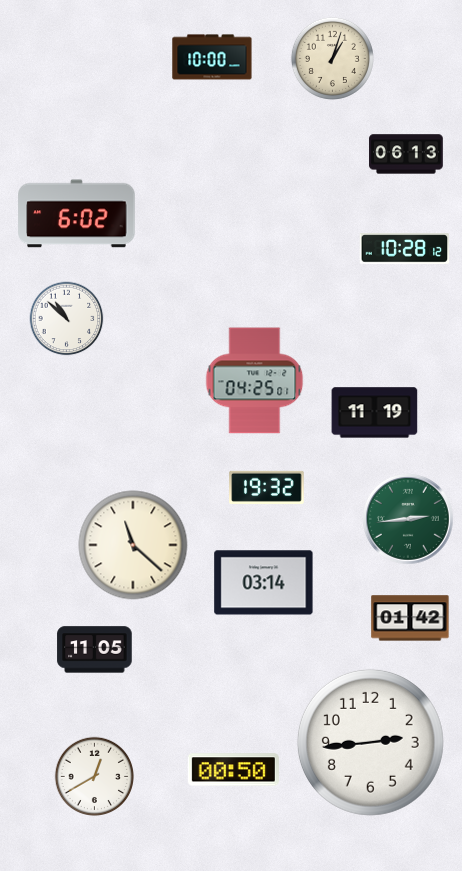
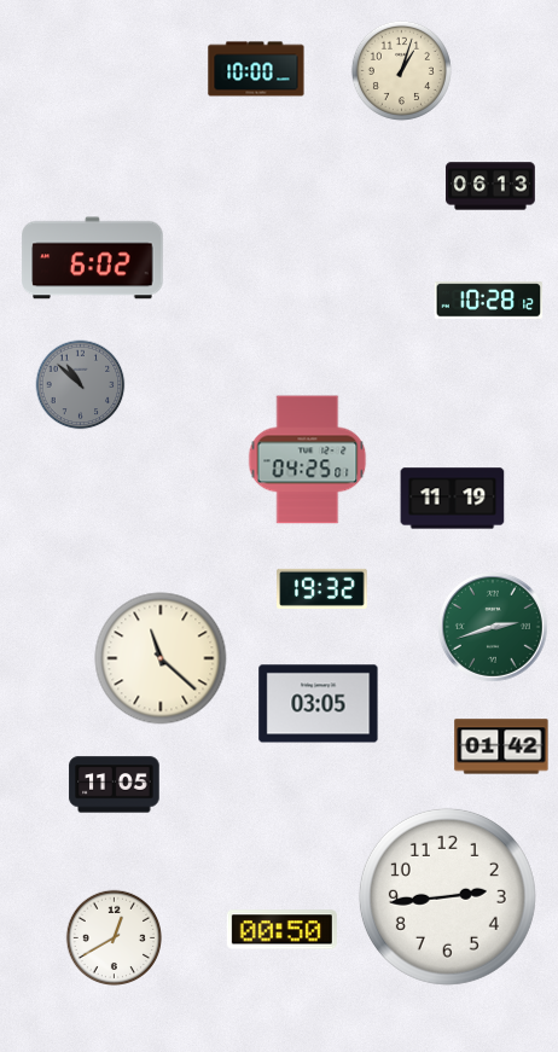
clock at (67, 319) dial: white -> grey
clock at (409, 520): 2:44 -> 2:42
clock at (264, 583): 03:14 -> 03:05
clock at (410, 618) position: (410, 618) -> (501, 746)
